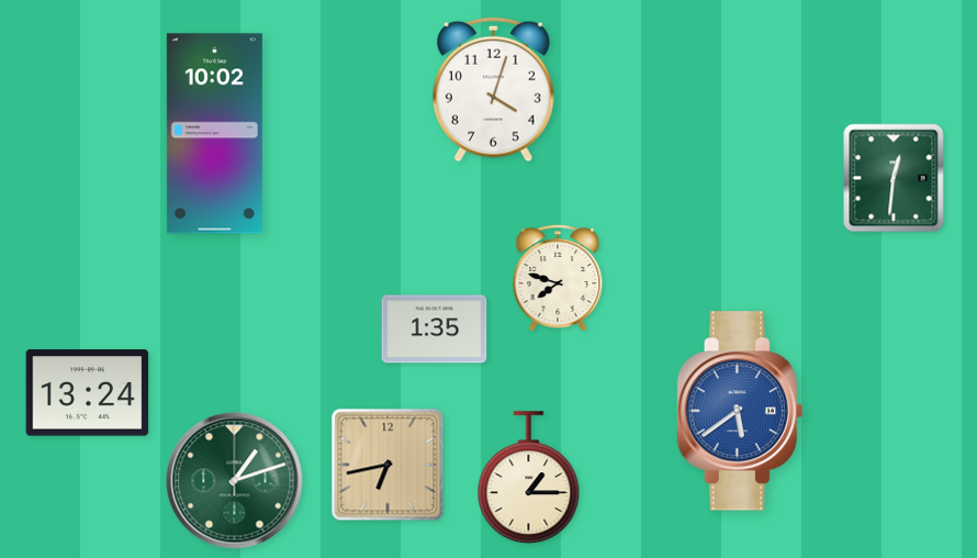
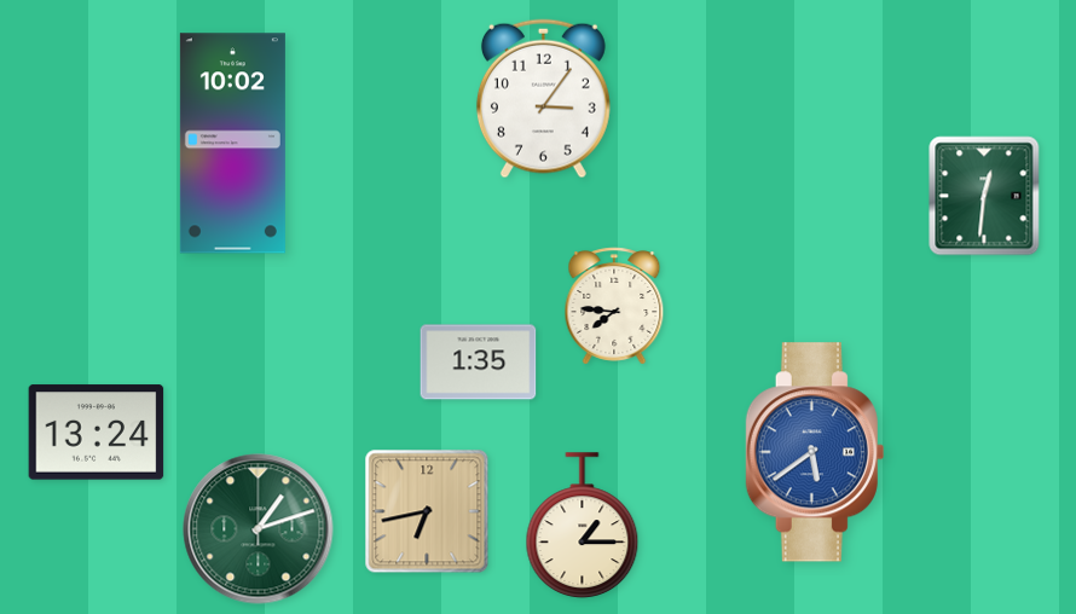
clock at (493, 90): 4:03 -> 3:06
clock at (214, 134) position: (214, 134) -> (232, 144)
clock at (558, 278): 7:48 -> 7:46
